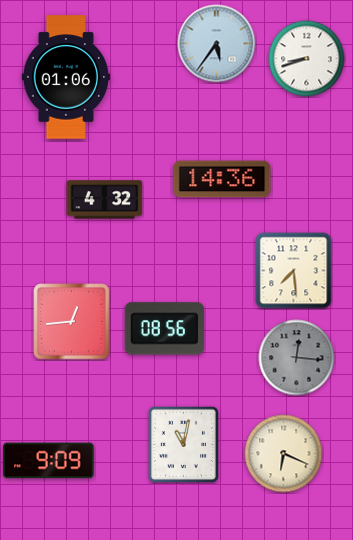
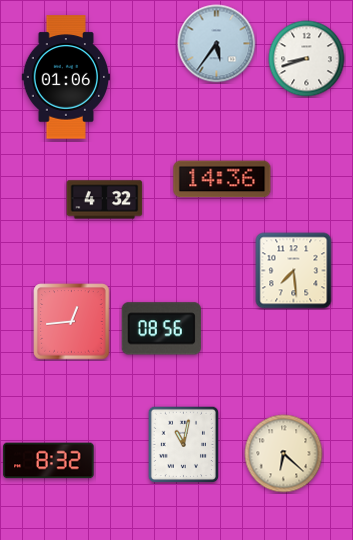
clock at (164, 329) position: (164, 329) -> (161, 329)
clock at (297, 358): 12:16 -> none
clock at (284, 454): 6:19 -> 6:22
clock at (49, 461): 9:09 -> 8:32
